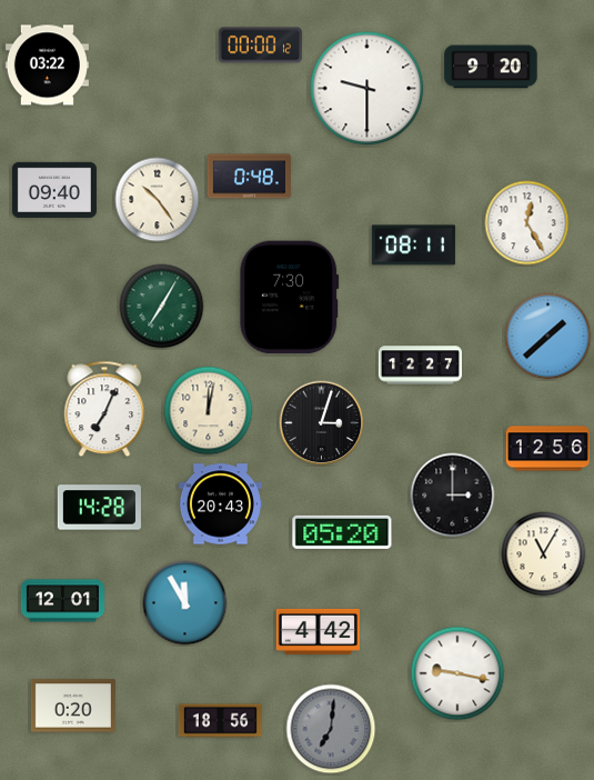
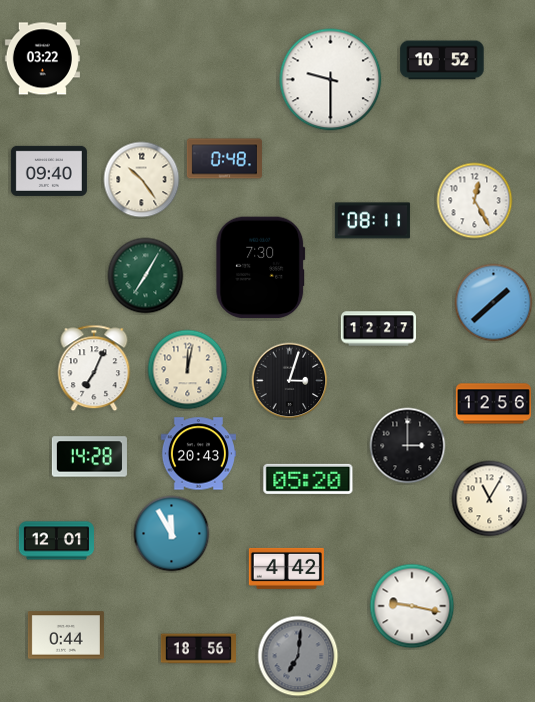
clock at (260, 46): 00:00 -> none
clock at (491, 67): 9:20 -> 10:52
clock at (185, 603) position: (185, 603) -> (172, 534)
clock at (73, 706): 0:20 -> 0:44
